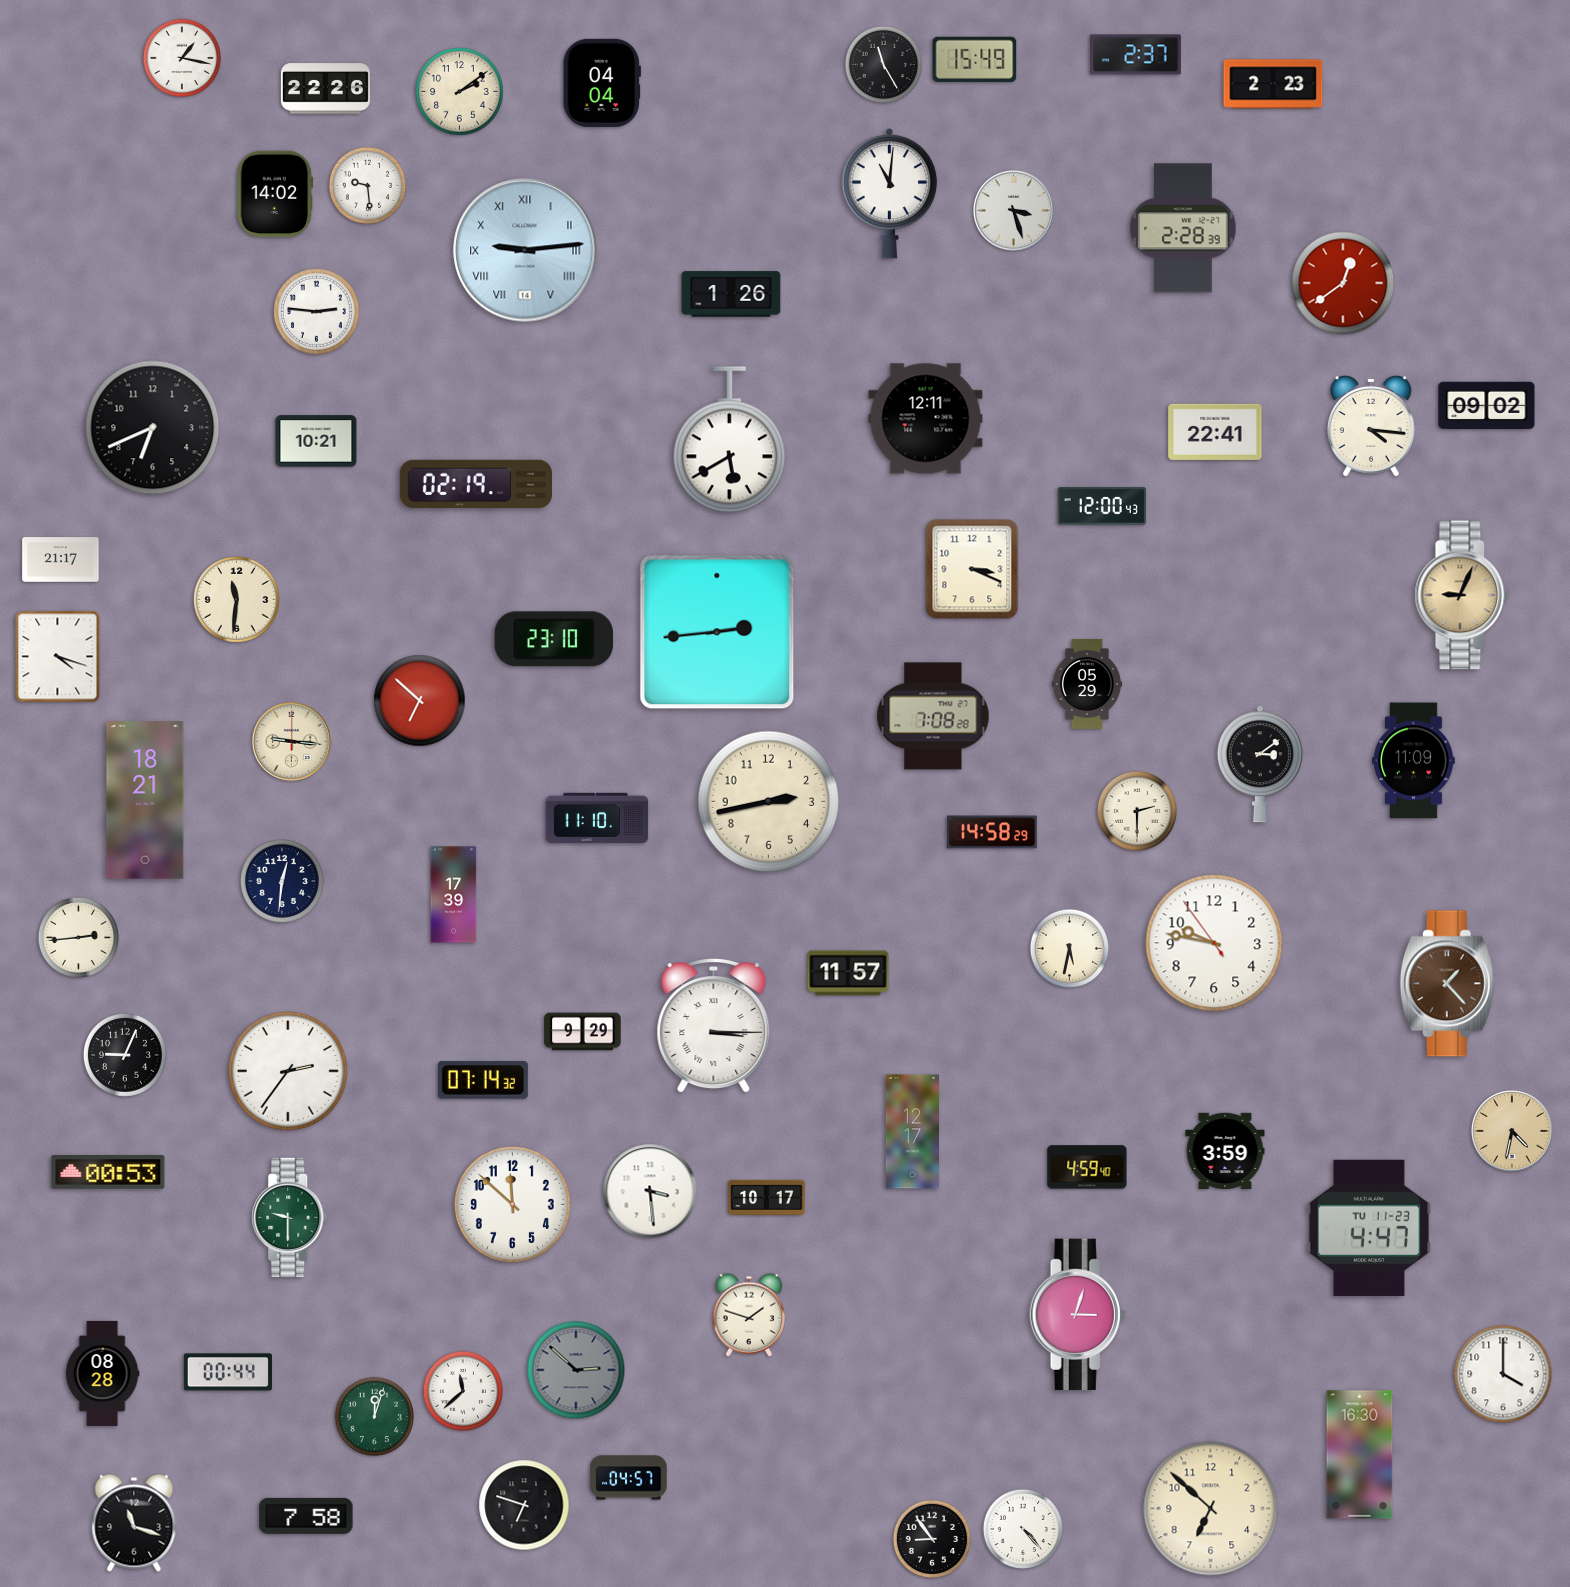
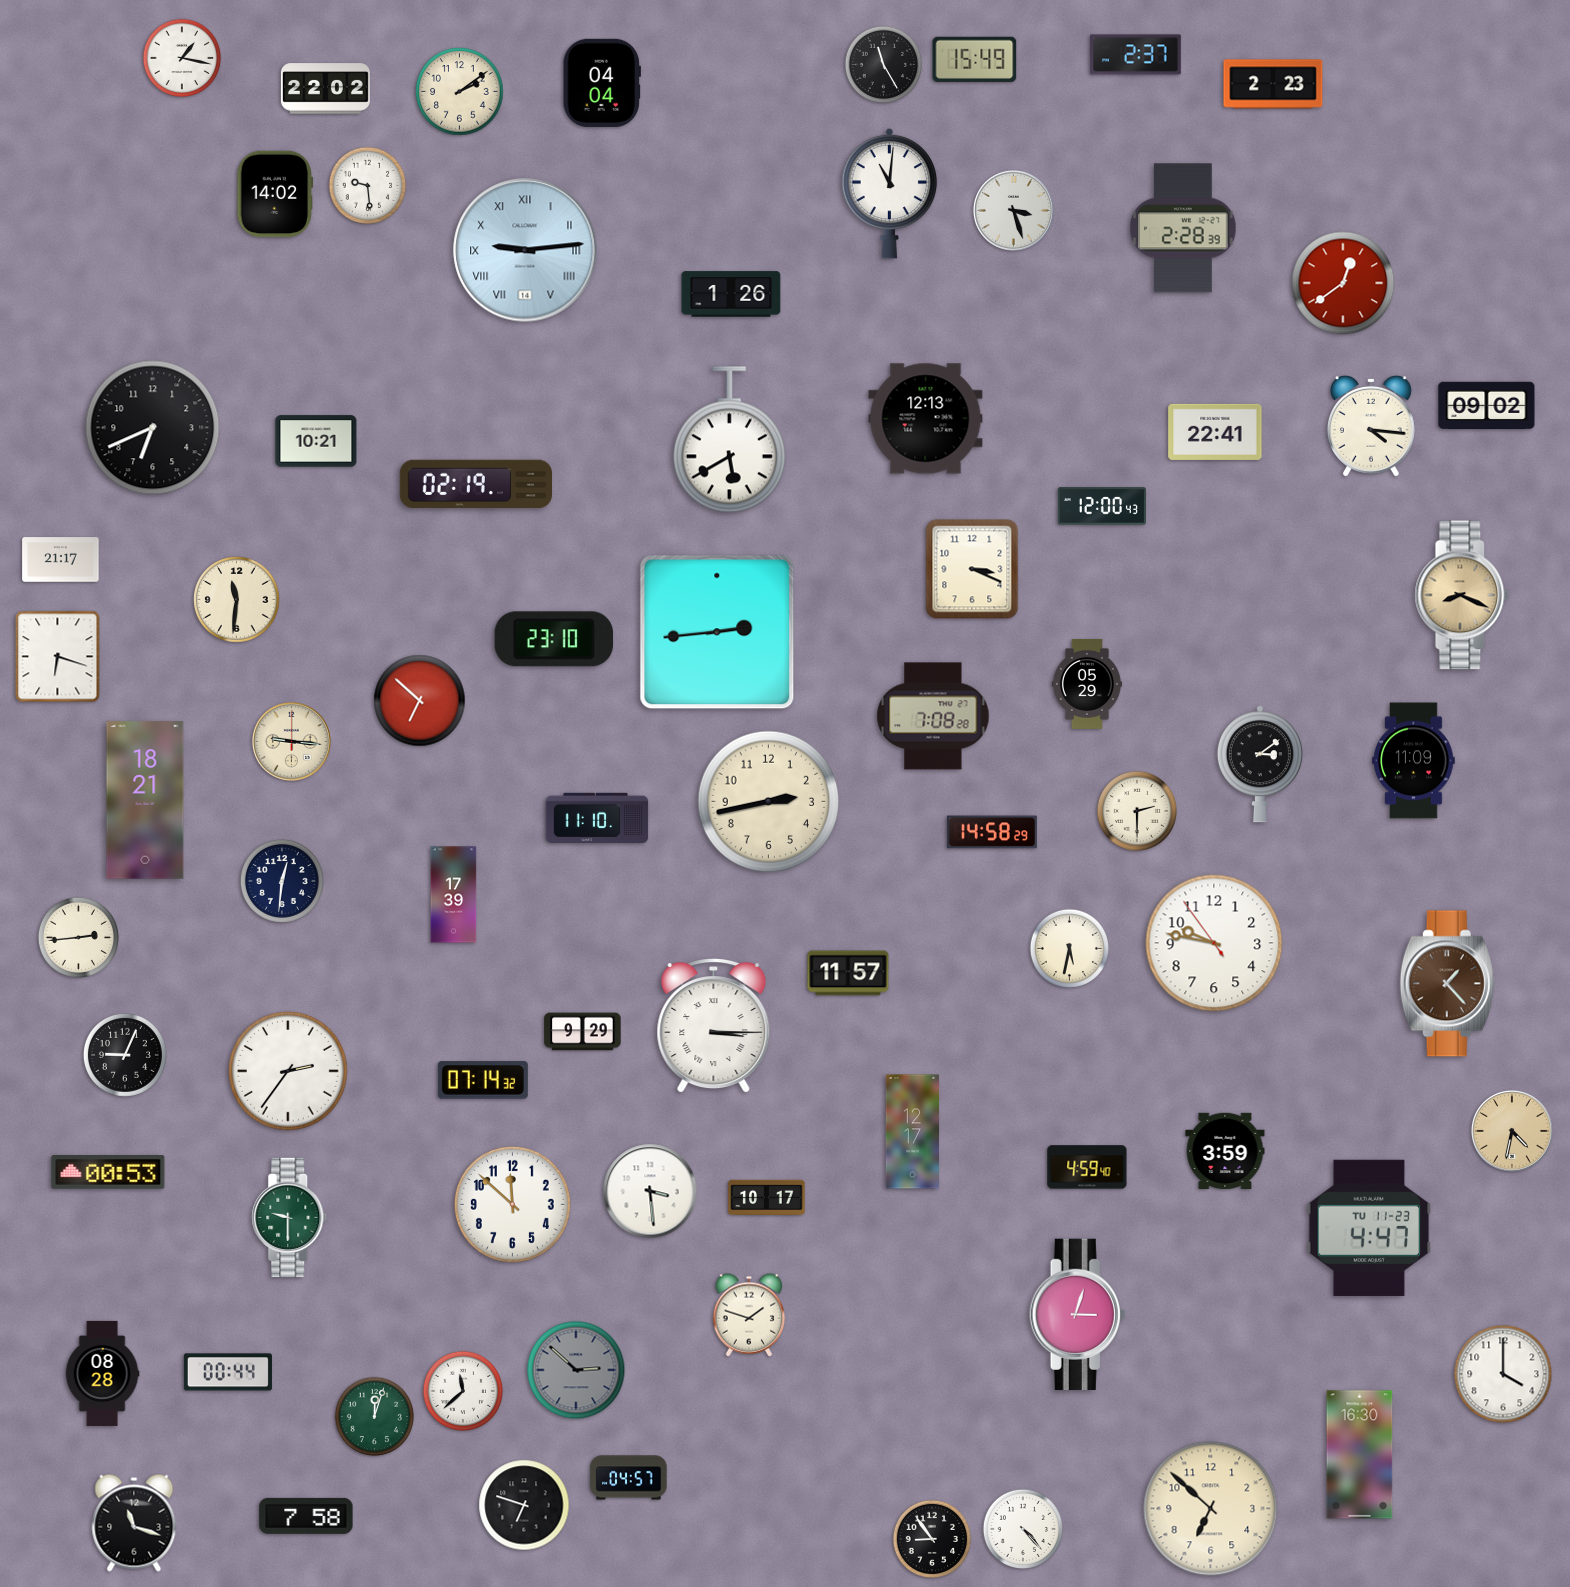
clock at (325, 89): 22:26 -> 22:02
clock at (317, 312): 2:46 -> none
clock at (926, 419): 12:11 -> 12:13
clock at (1462, 595): 9:04 -> 8:19
clock at (58, 657): 4:18 -> 6:18
